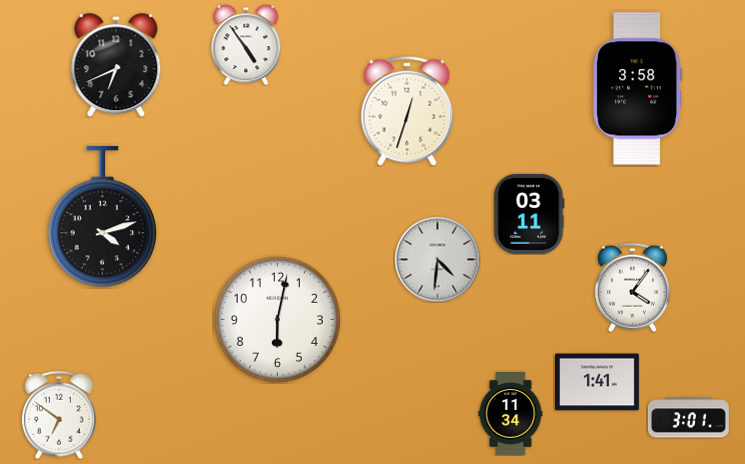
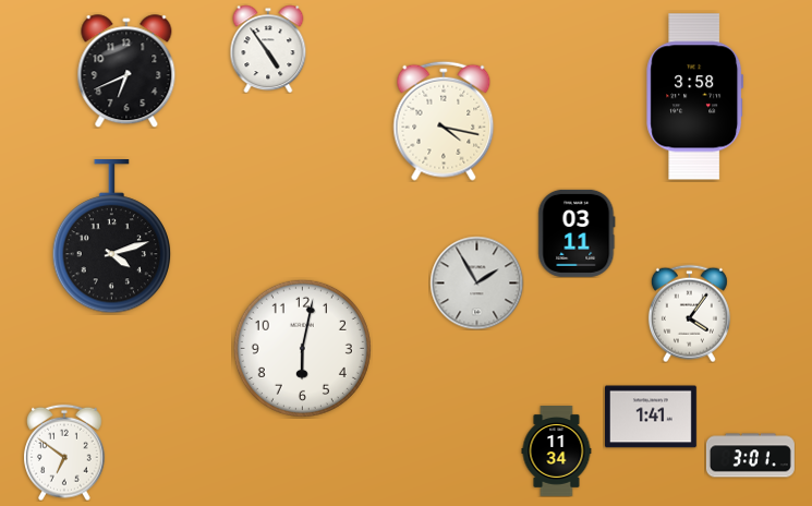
clock at (407, 111): 12:33 -> 4:17
clock at (437, 259): 4:31 -> 1:55
